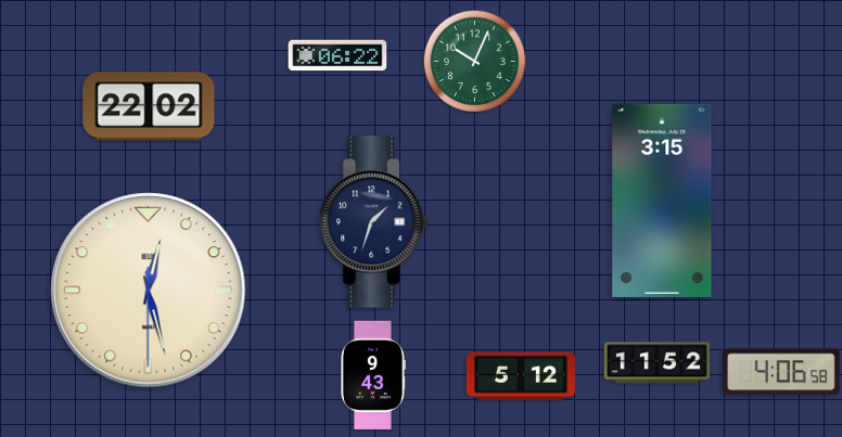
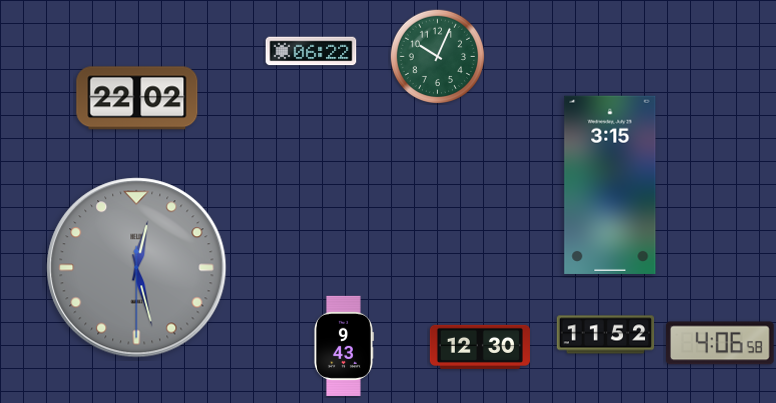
clock at (374, 222): 1:33 -> none
clock at (149, 291) dial: cream -> grey
clock at (521, 376): 5:12 -> 12:30
